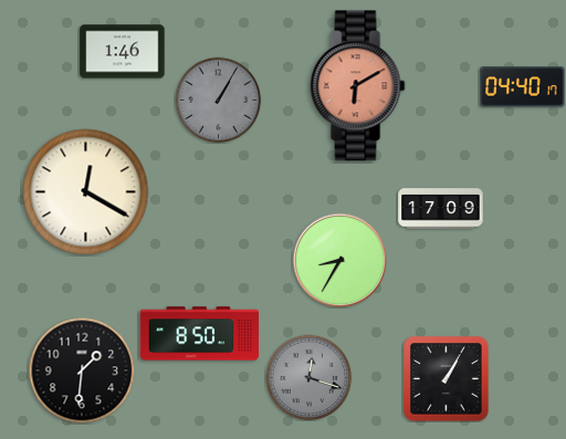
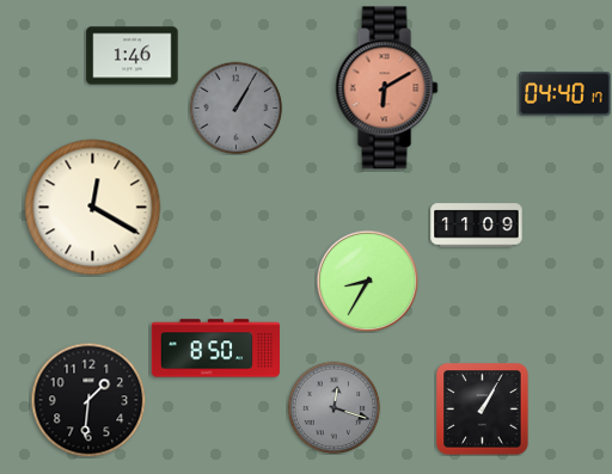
clock at (358, 86) position: (358, 86) -> (387, 88)
clock at (441, 209): 17:09 -> 11:09
clock at (199, 334) position: (199, 334) -> (215, 349)
